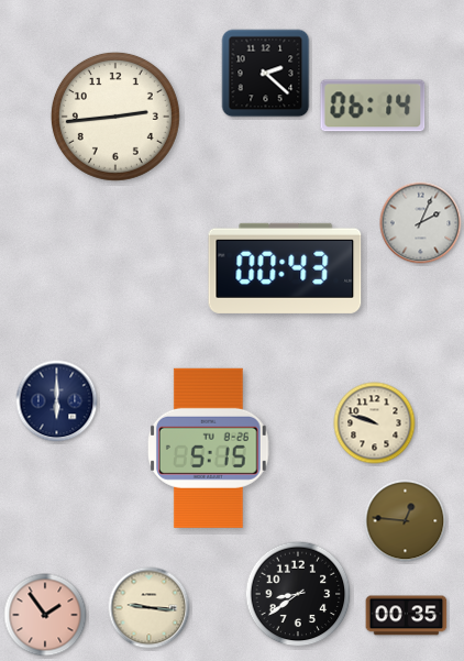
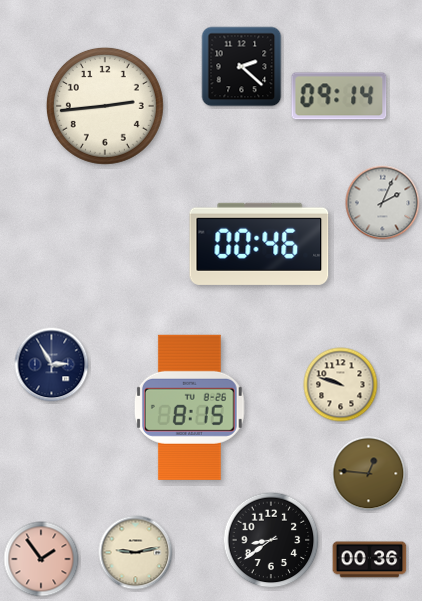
clock at (373, 106): 06:14 -> 09:14
clock at (285, 268): 00:43 -> 00:46
clock at (57, 401): 6:00 -> 2:55
clock at (208, 448): 5:15 -> 8:15
clock at (150, 608): 9:16 -> 9:13
clock at (407, 616): 00:35 -> 00:36
